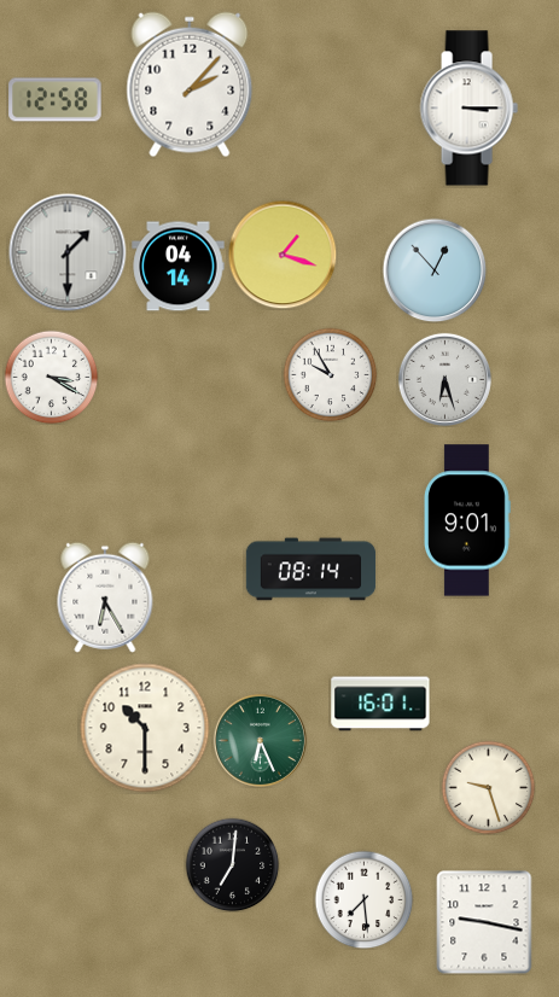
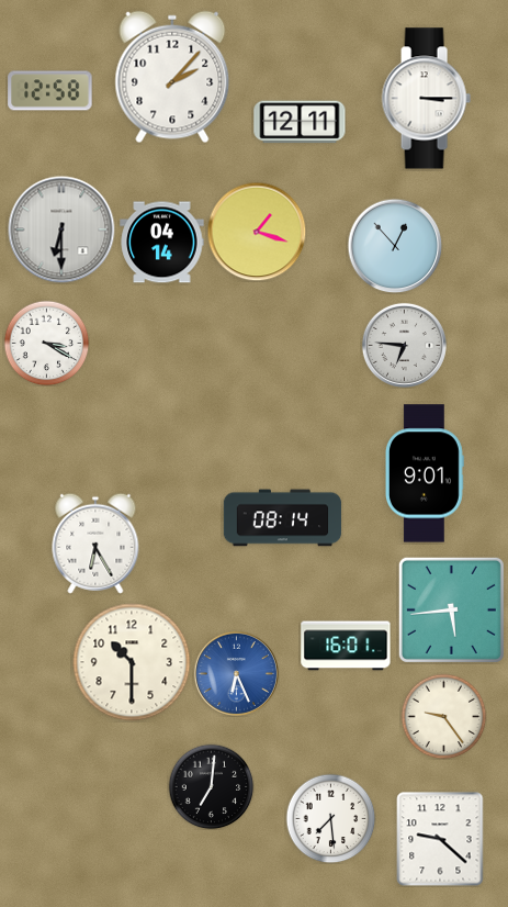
clock at (300, 122): none -> 12:11
clock at (68, 252): 1:30 -> 6:30
clock at (330, 374): 9:55 -> none
clock at (444, 379): 6:27 -> 6:46
clock at (451, 609): none -> 5:44
clock at (380, 704) position: (380, 704) -> (346, 646)
clock at (260, 740) dial: green -> blue
clock at (488, 787): 9:27 -> 9:24
clock at (484, 922): 9:17 -> 9:22
